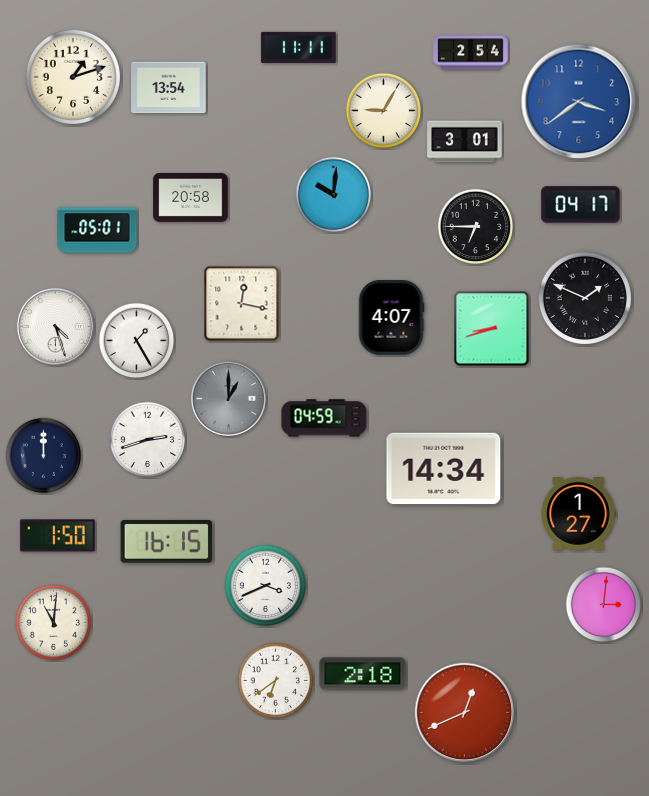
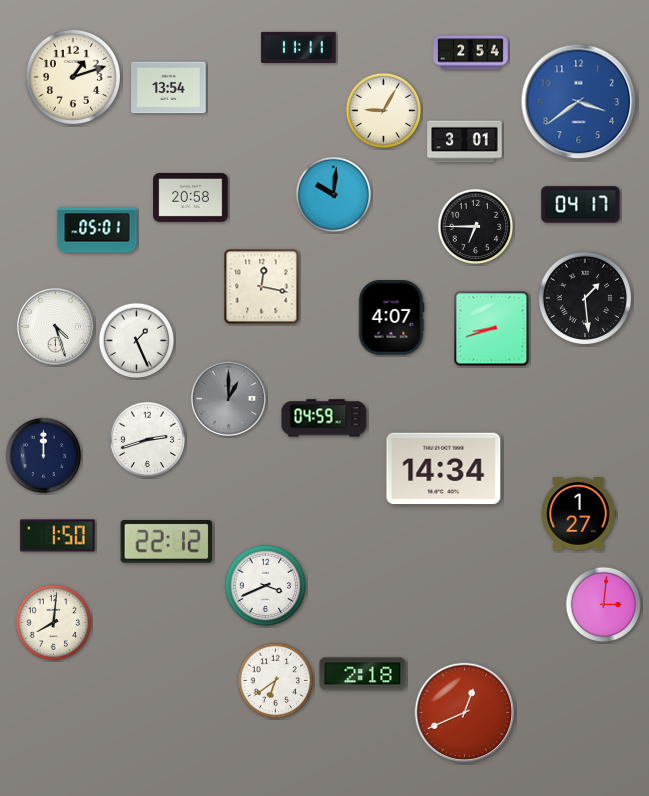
clock at (585, 298): 1:49 -> 1:29
clock at (242, 304) position: (242, 304) -> (262, 287)
clock at (137, 341): 1:25 -> 1:26
clock at (167, 542): 16:15 -> 22:12
clock at (54, 623): 11:01 -> 8:01
